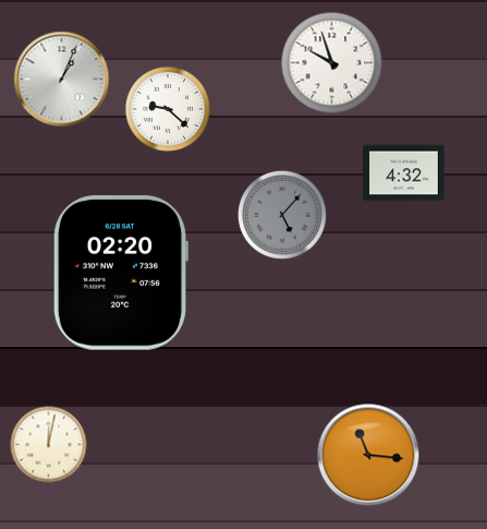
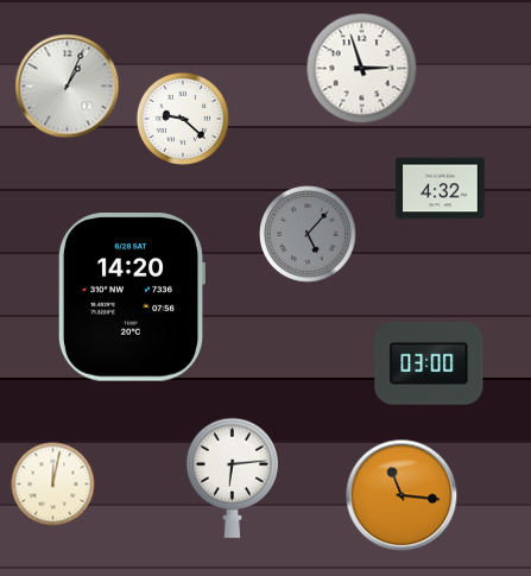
clock at (332, 63): 9:57 -> 2:57
clock at (120, 273): 02:20 -> 14:20
clock at (429, 363): none -> 03:00
clock at (232, 477): none -> 6:14
